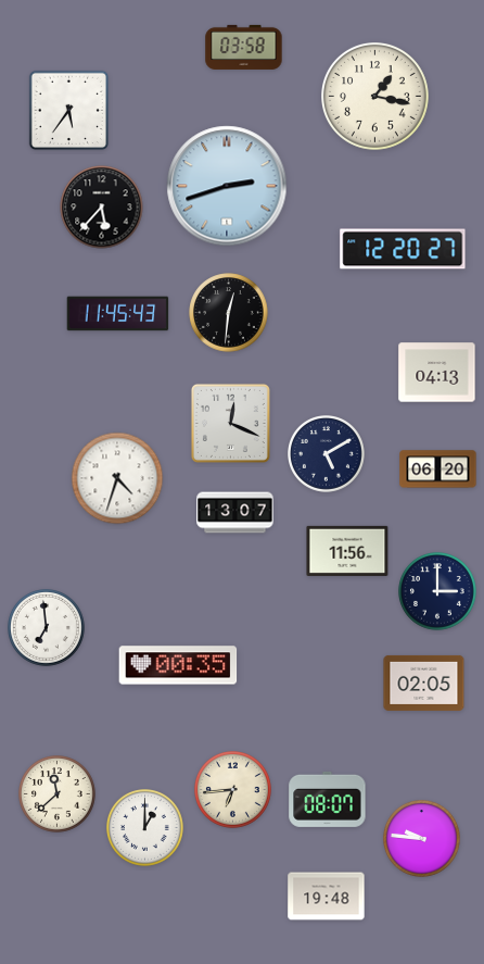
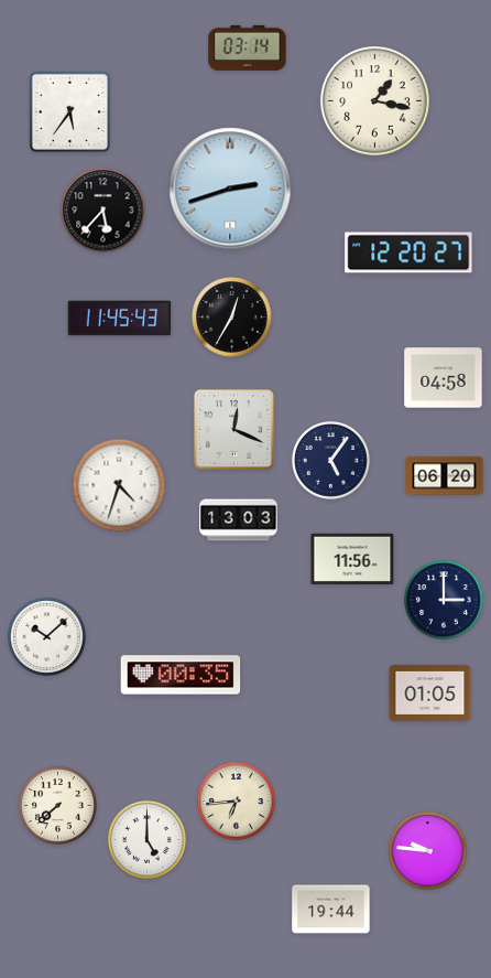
clock at (244, 47): 03:58 -> 03:14
clock at (375, 97) position: (375, 97) -> (375, 101)
clock at (229, 313): 12:31 -> 12:35
clock at (437, 373): 04:13 -> 04:58
clock at (327, 454): 5:10 -> 5:06
clock at (235, 513): 13:07 -> 13:03
clock at (47, 628): 6:59 -> 10:08
clock at (424, 683): 02:05 -> 01:05
clock at (58, 794): 11:38 -> 7:38
clock at (328, 799): 08:07 -> none
clock at (145, 828): 1:00 -> 5:00
clock at (327, 897): 19:48 -> 19:44
